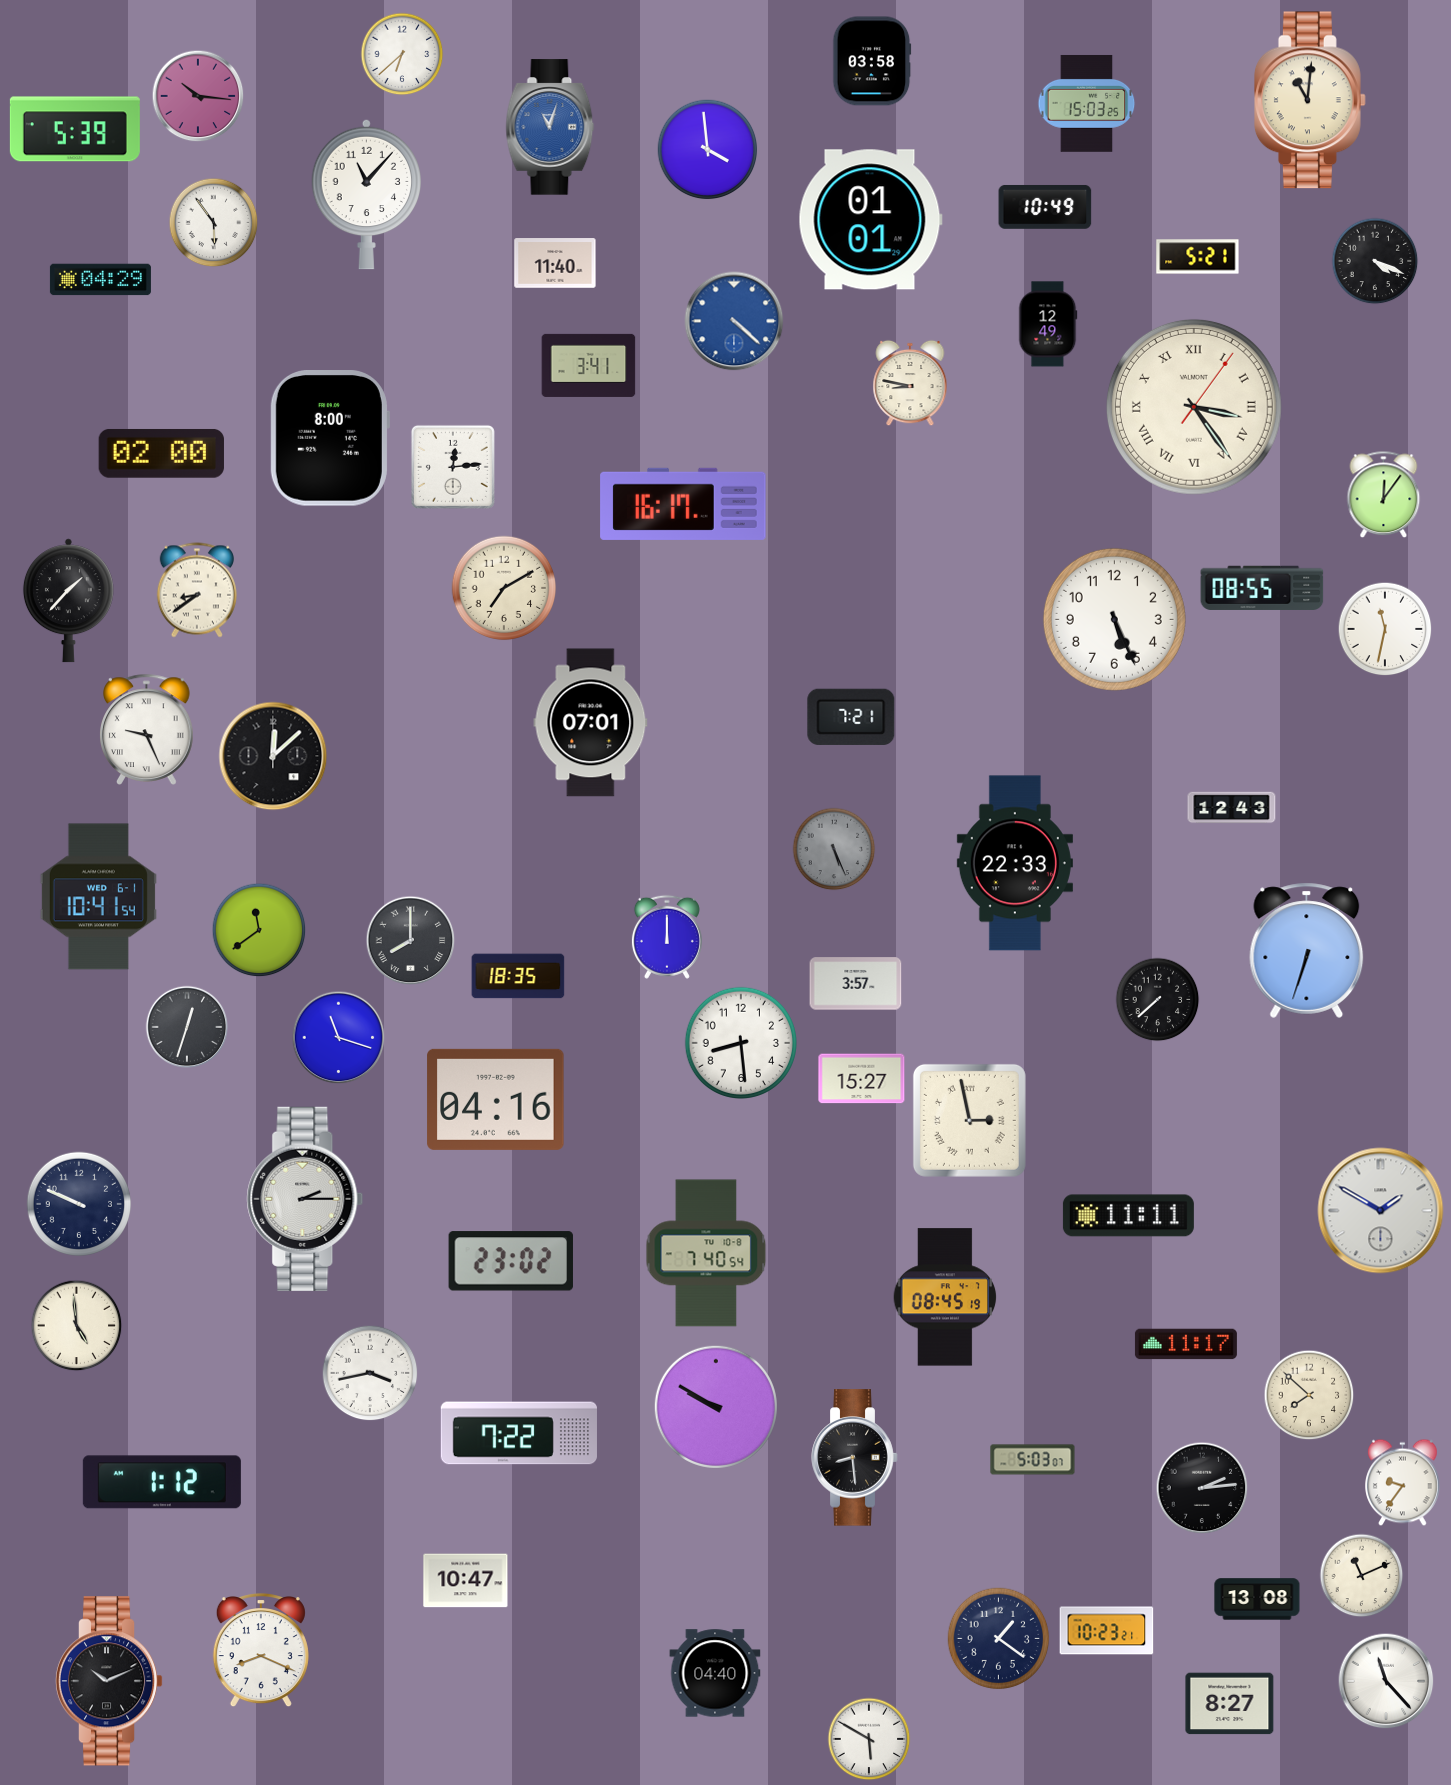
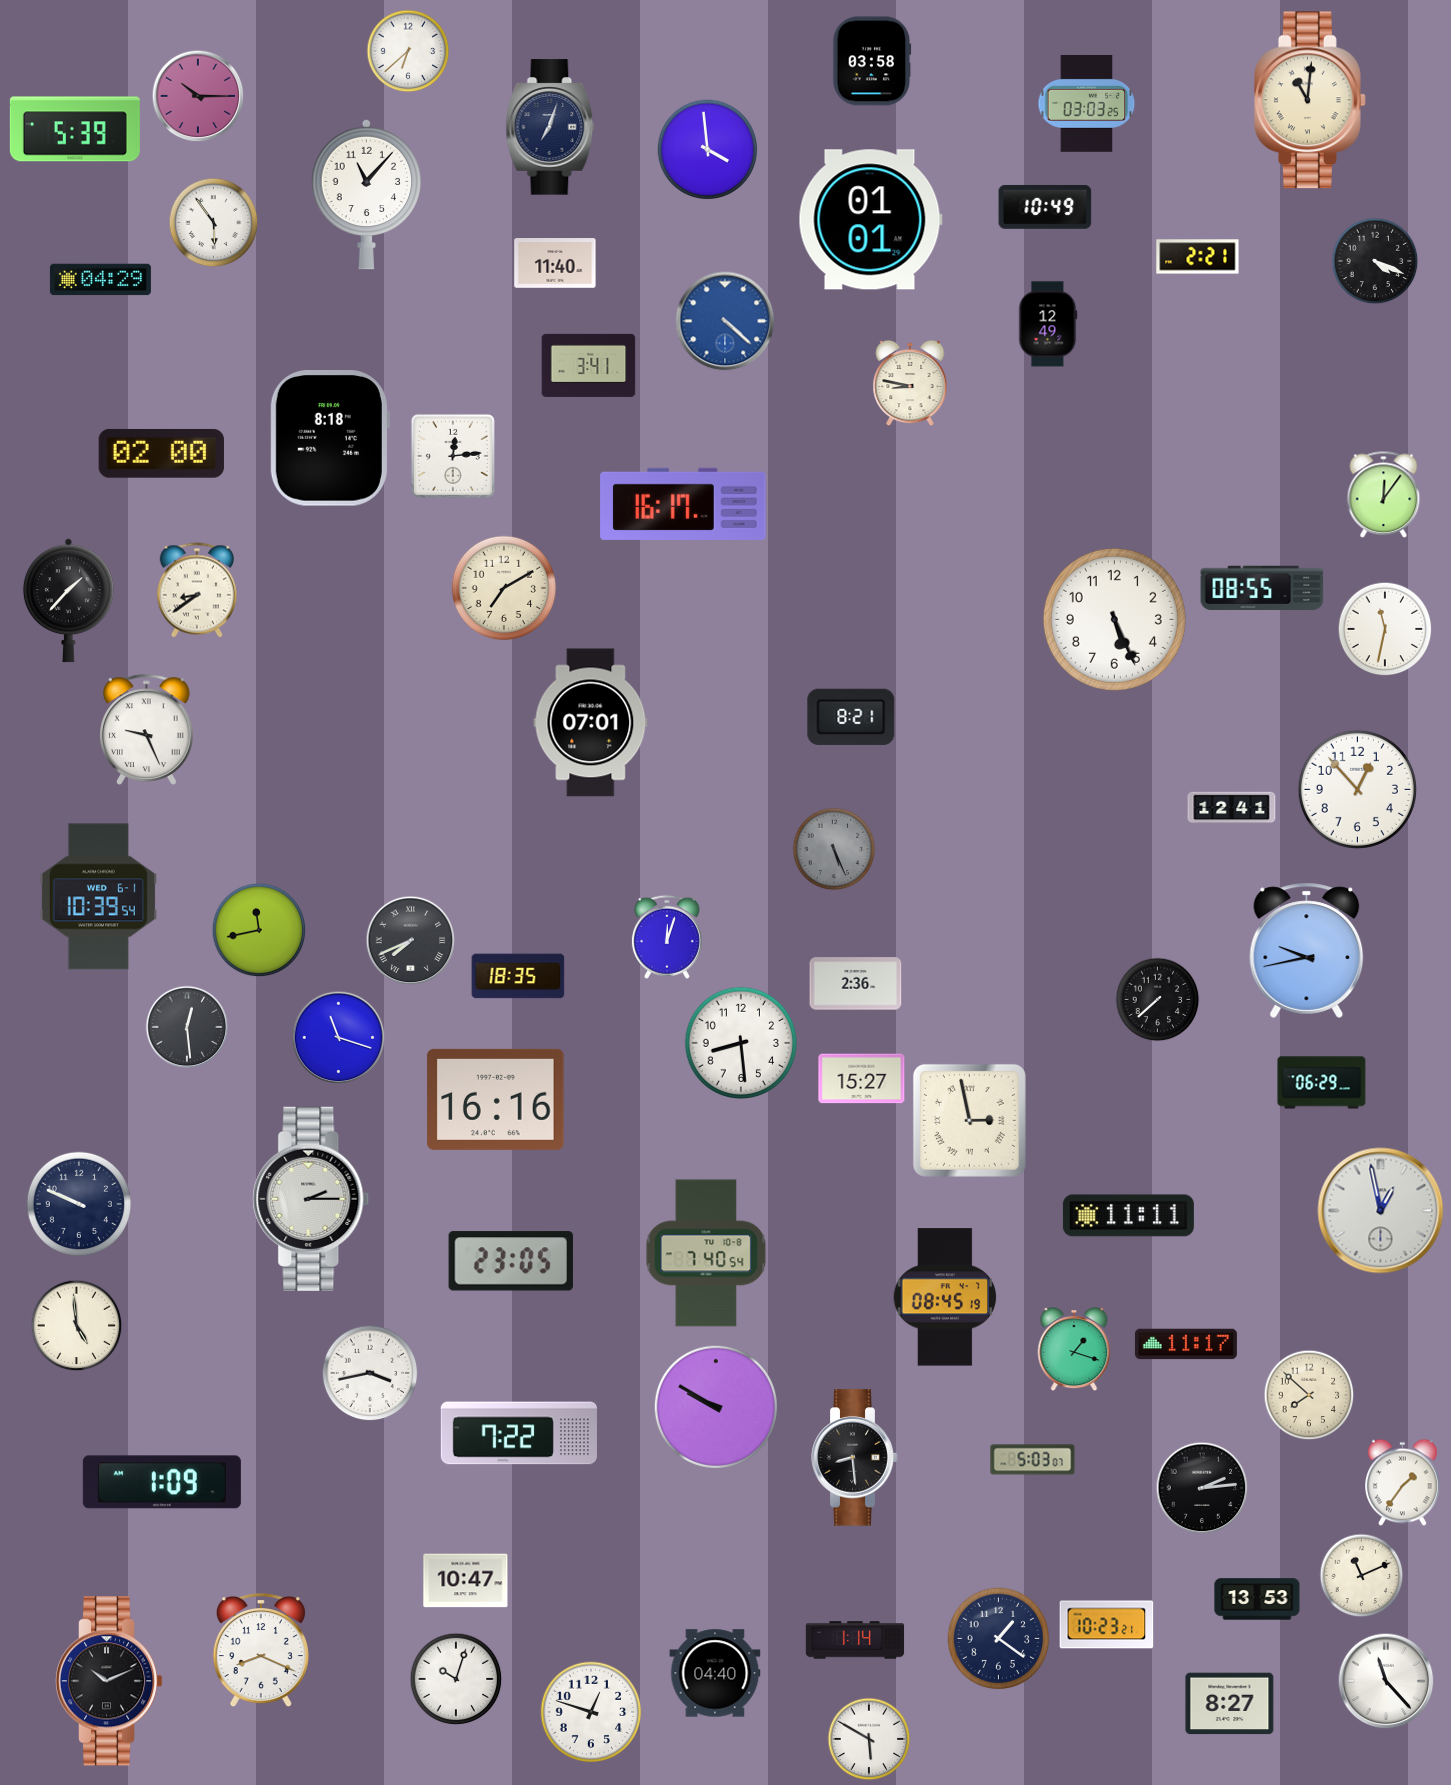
clock at (402, 54) position: (402, 54) -> (408, 51)
clock at (198, 96): 10:16 -> 10:15
clock at (1087, 103): 15:03 -> 03:03
clock at (550, 127): 11:03 -> 7:03
clock at (550, 127) dial: blue -> navy
clock at (1198, 257): 5:21 -> 2:21
clock at (734, 321) position: (734, 321) -> (725, 321)
clock at (1194, 407): 3:24 -> none
clock at (329, 439): 8:00 -> 8:18
clock at (453, 467) position: (453, 467) -> (453, 456)
clock at (851, 717): 7:21 -> 8:21
clock at (273, 756): 12:08 -> none
clock at (1357, 789): none -> 12:53
clock at (1232, 808): 12:43 -> 12:41
clock at (1015, 863): 22:33 -> none
clock at (98, 897): 10:41 -> 10:39
clock at (259, 930): 11:39 -> 11:43
clock at (667, 937): 12:00 -> 12:03
clock at (411, 941): 8:00 -> 7:41
clock at (1307, 950): 6:33 -> 9:43
clock at (856, 984): 3:57 -> 2:36
clock at (187, 1027): 12:33 -> 12:29
clock at (1322, 1083): none -> 06:29
clock at (496, 1099): 04:16 -> 16:16
clock at (305, 1199) position: (305, 1199) -> (311, 1199)
clock at (1381, 1211): 1:50 -> 12:58
clock at (511, 1261): 23:02 -> 23:05
clock at (1074, 1350): none -> 1:18
clock at (162, 1482): 1:12 -> 1:09
clock at (1403, 1483): 9:36 -> 1:36
clock at (1257, 1599): 13:08 -> 13:53
clock at (1107, 1631) position: (1107, 1631) -> (1107, 1625)
clock at (855, 1640): none -> 1:14
clock at (456, 1679): none -> 10:03
clock at (591, 1712): none -> 12:48
